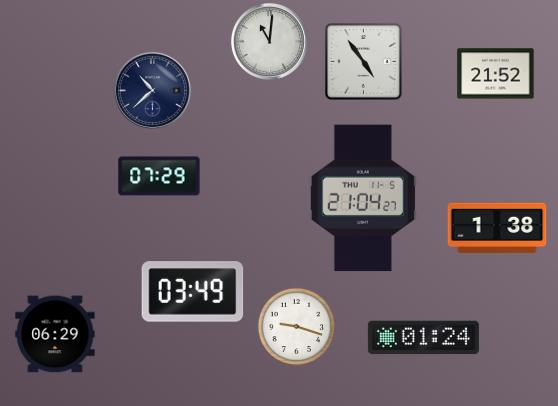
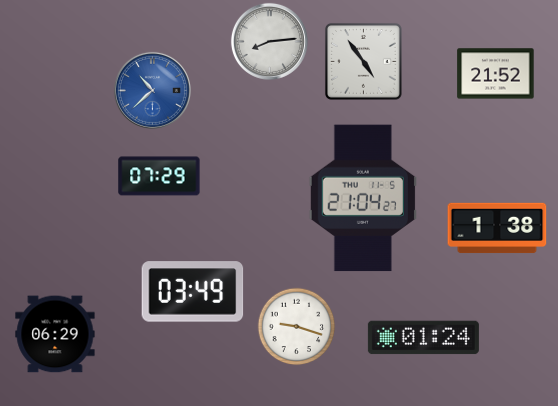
clock at (269, 41): 11:01 -> 8:14
clock at (152, 90) dial: navy -> blue
